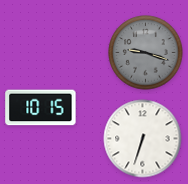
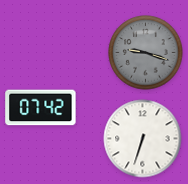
clock at (41, 108): 10:15 -> 07:42
